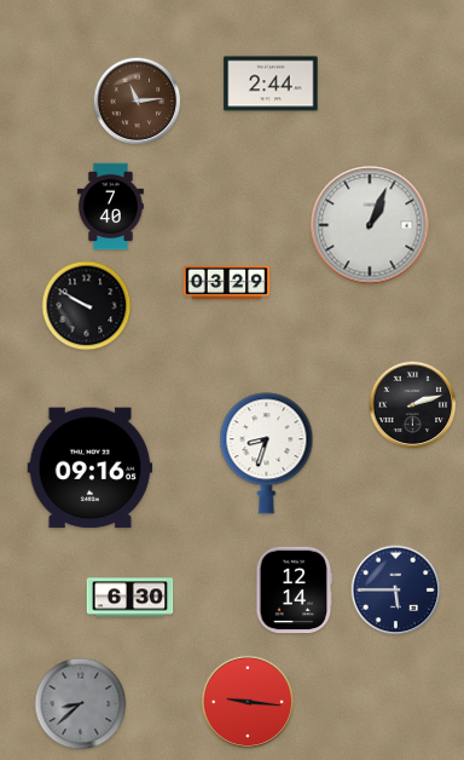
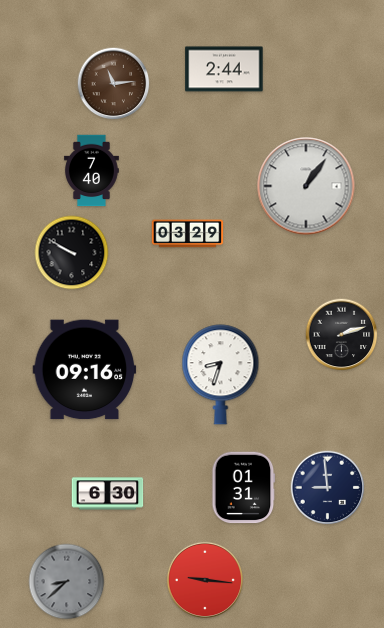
clock at (370, 225): 1:04 -> 1:06
clock at (91, 468) position: (91, 468) -> (85, 370)
clock at (295, 591): 12:14 -> 01:31
clock at (396, 591): 5:45 -> 8:59
